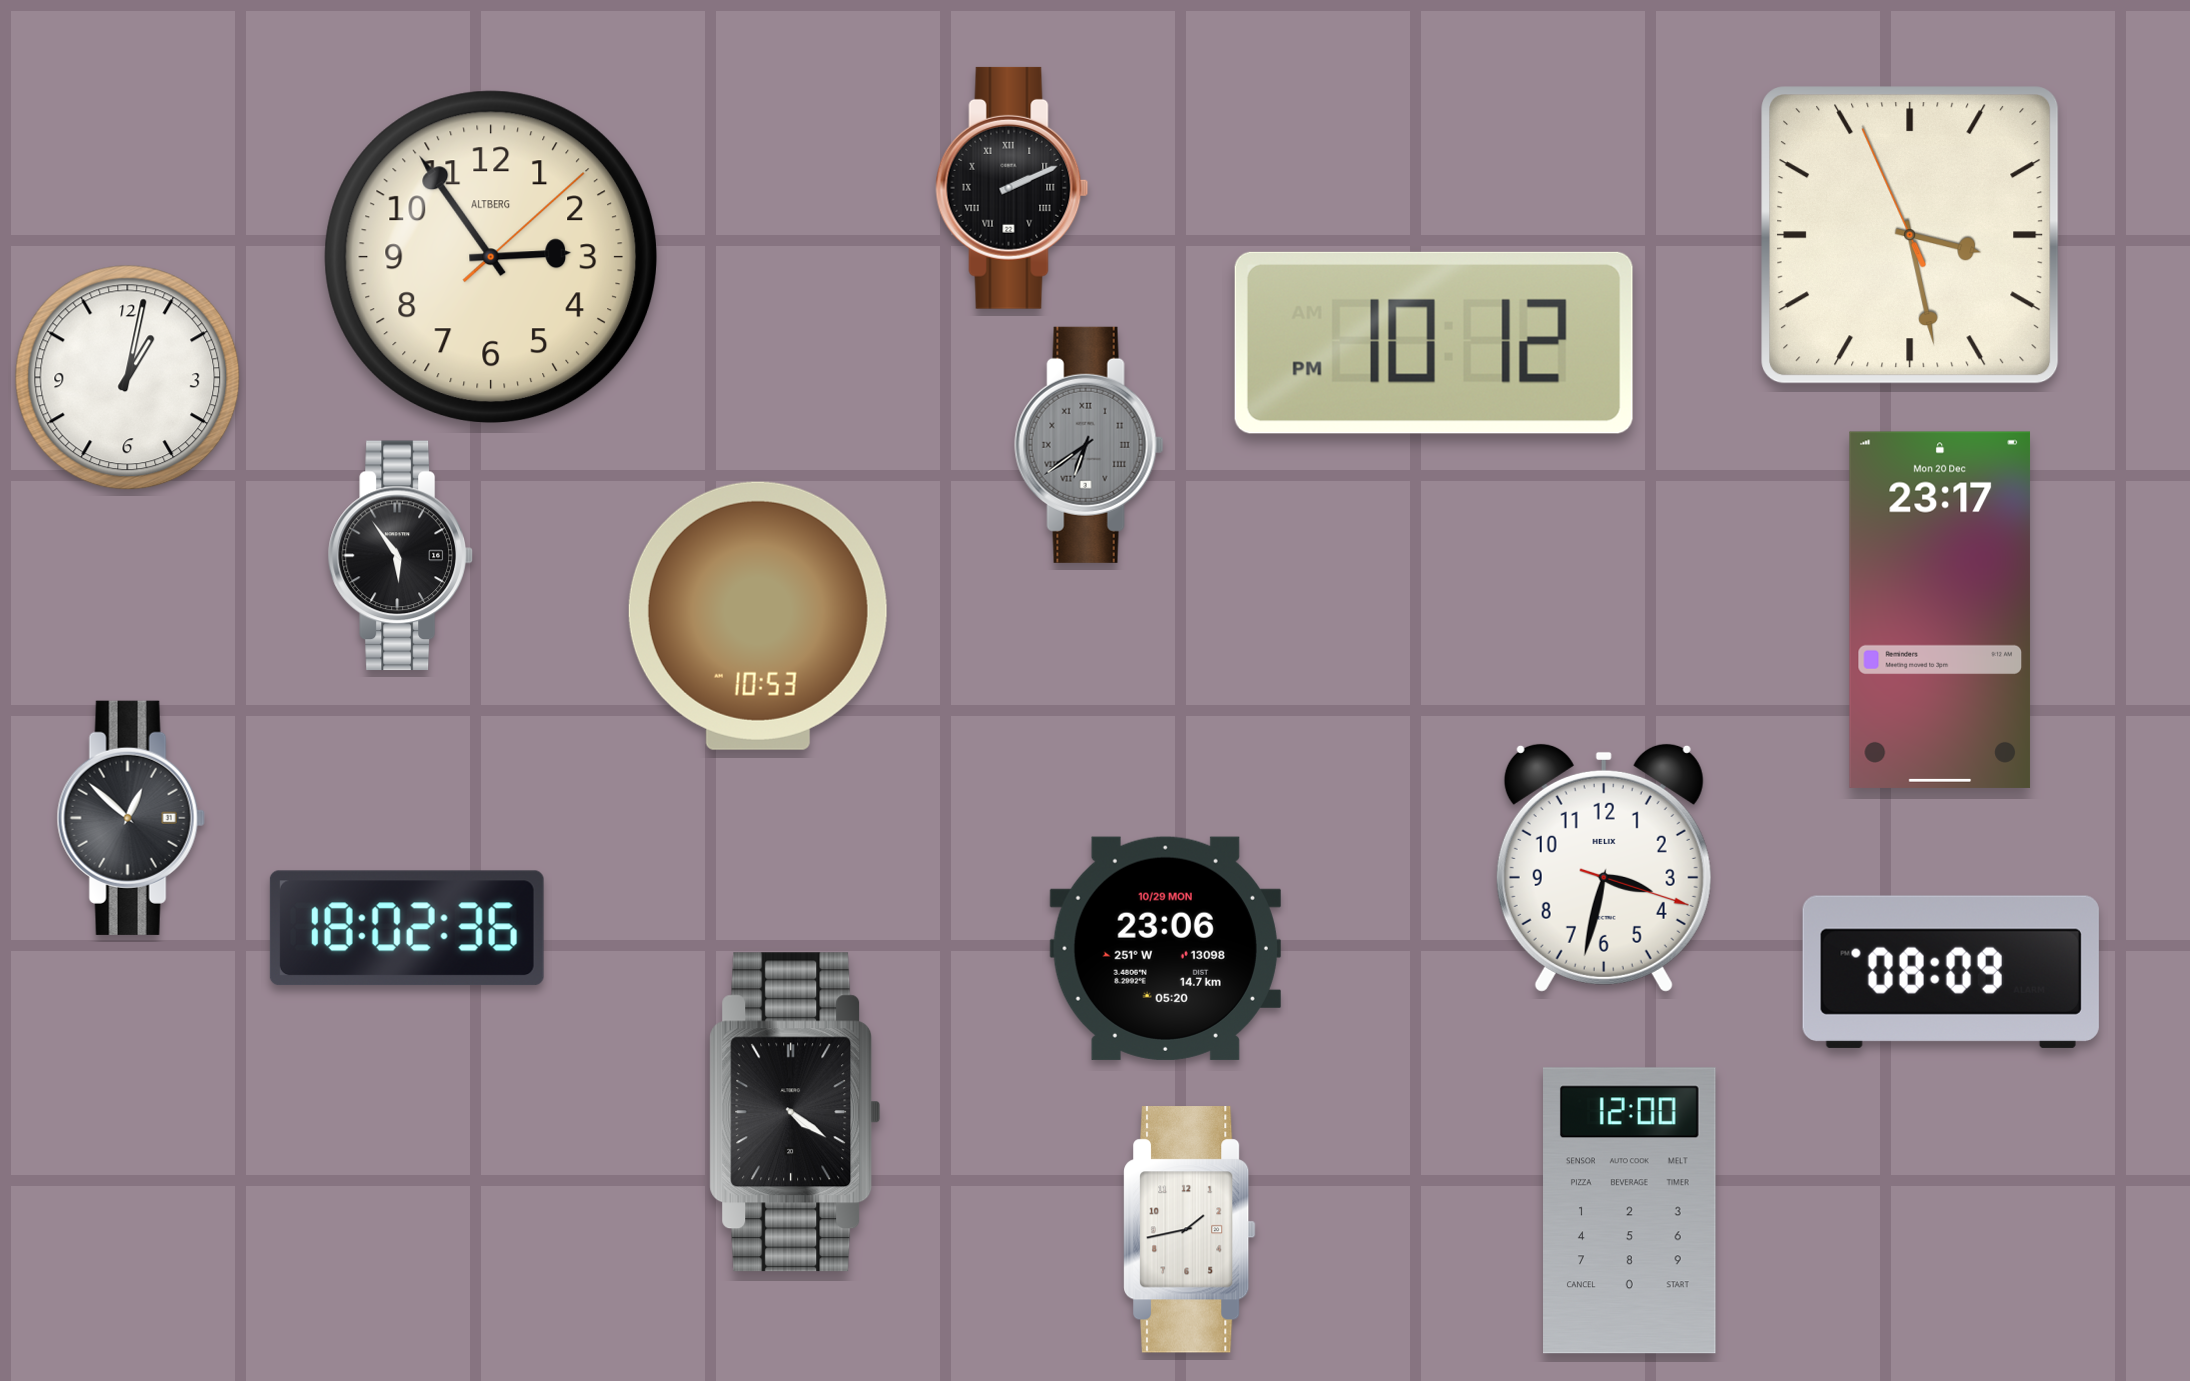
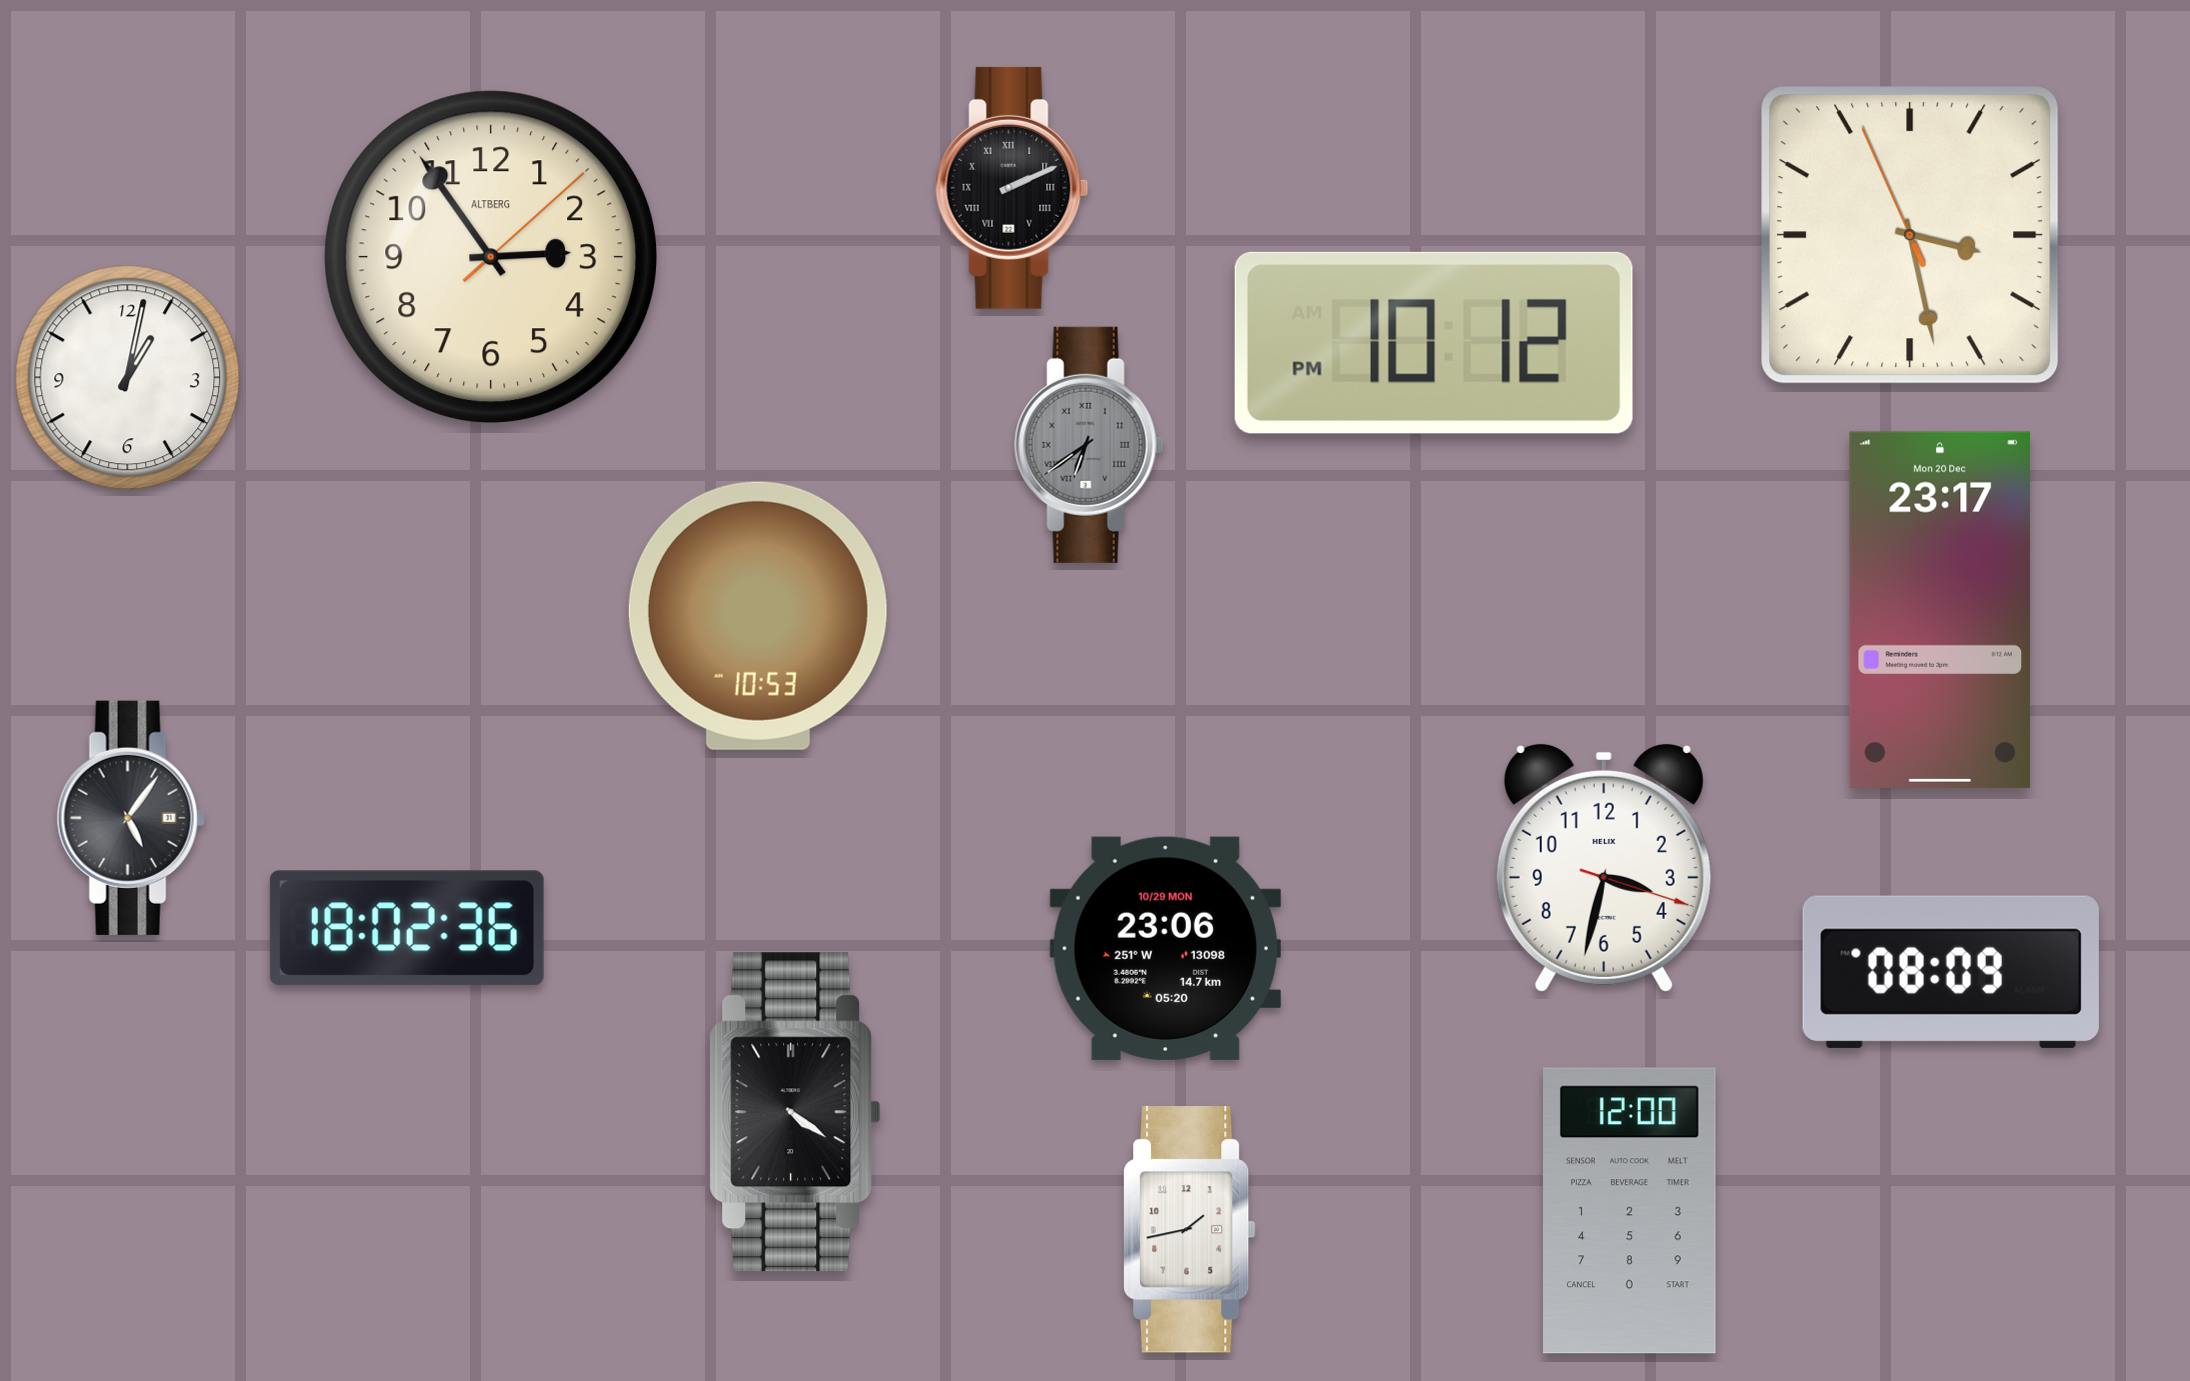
clock at (400, 556): 5:54 -> none
clock at (131, 818): 12:52 -> 5:06
